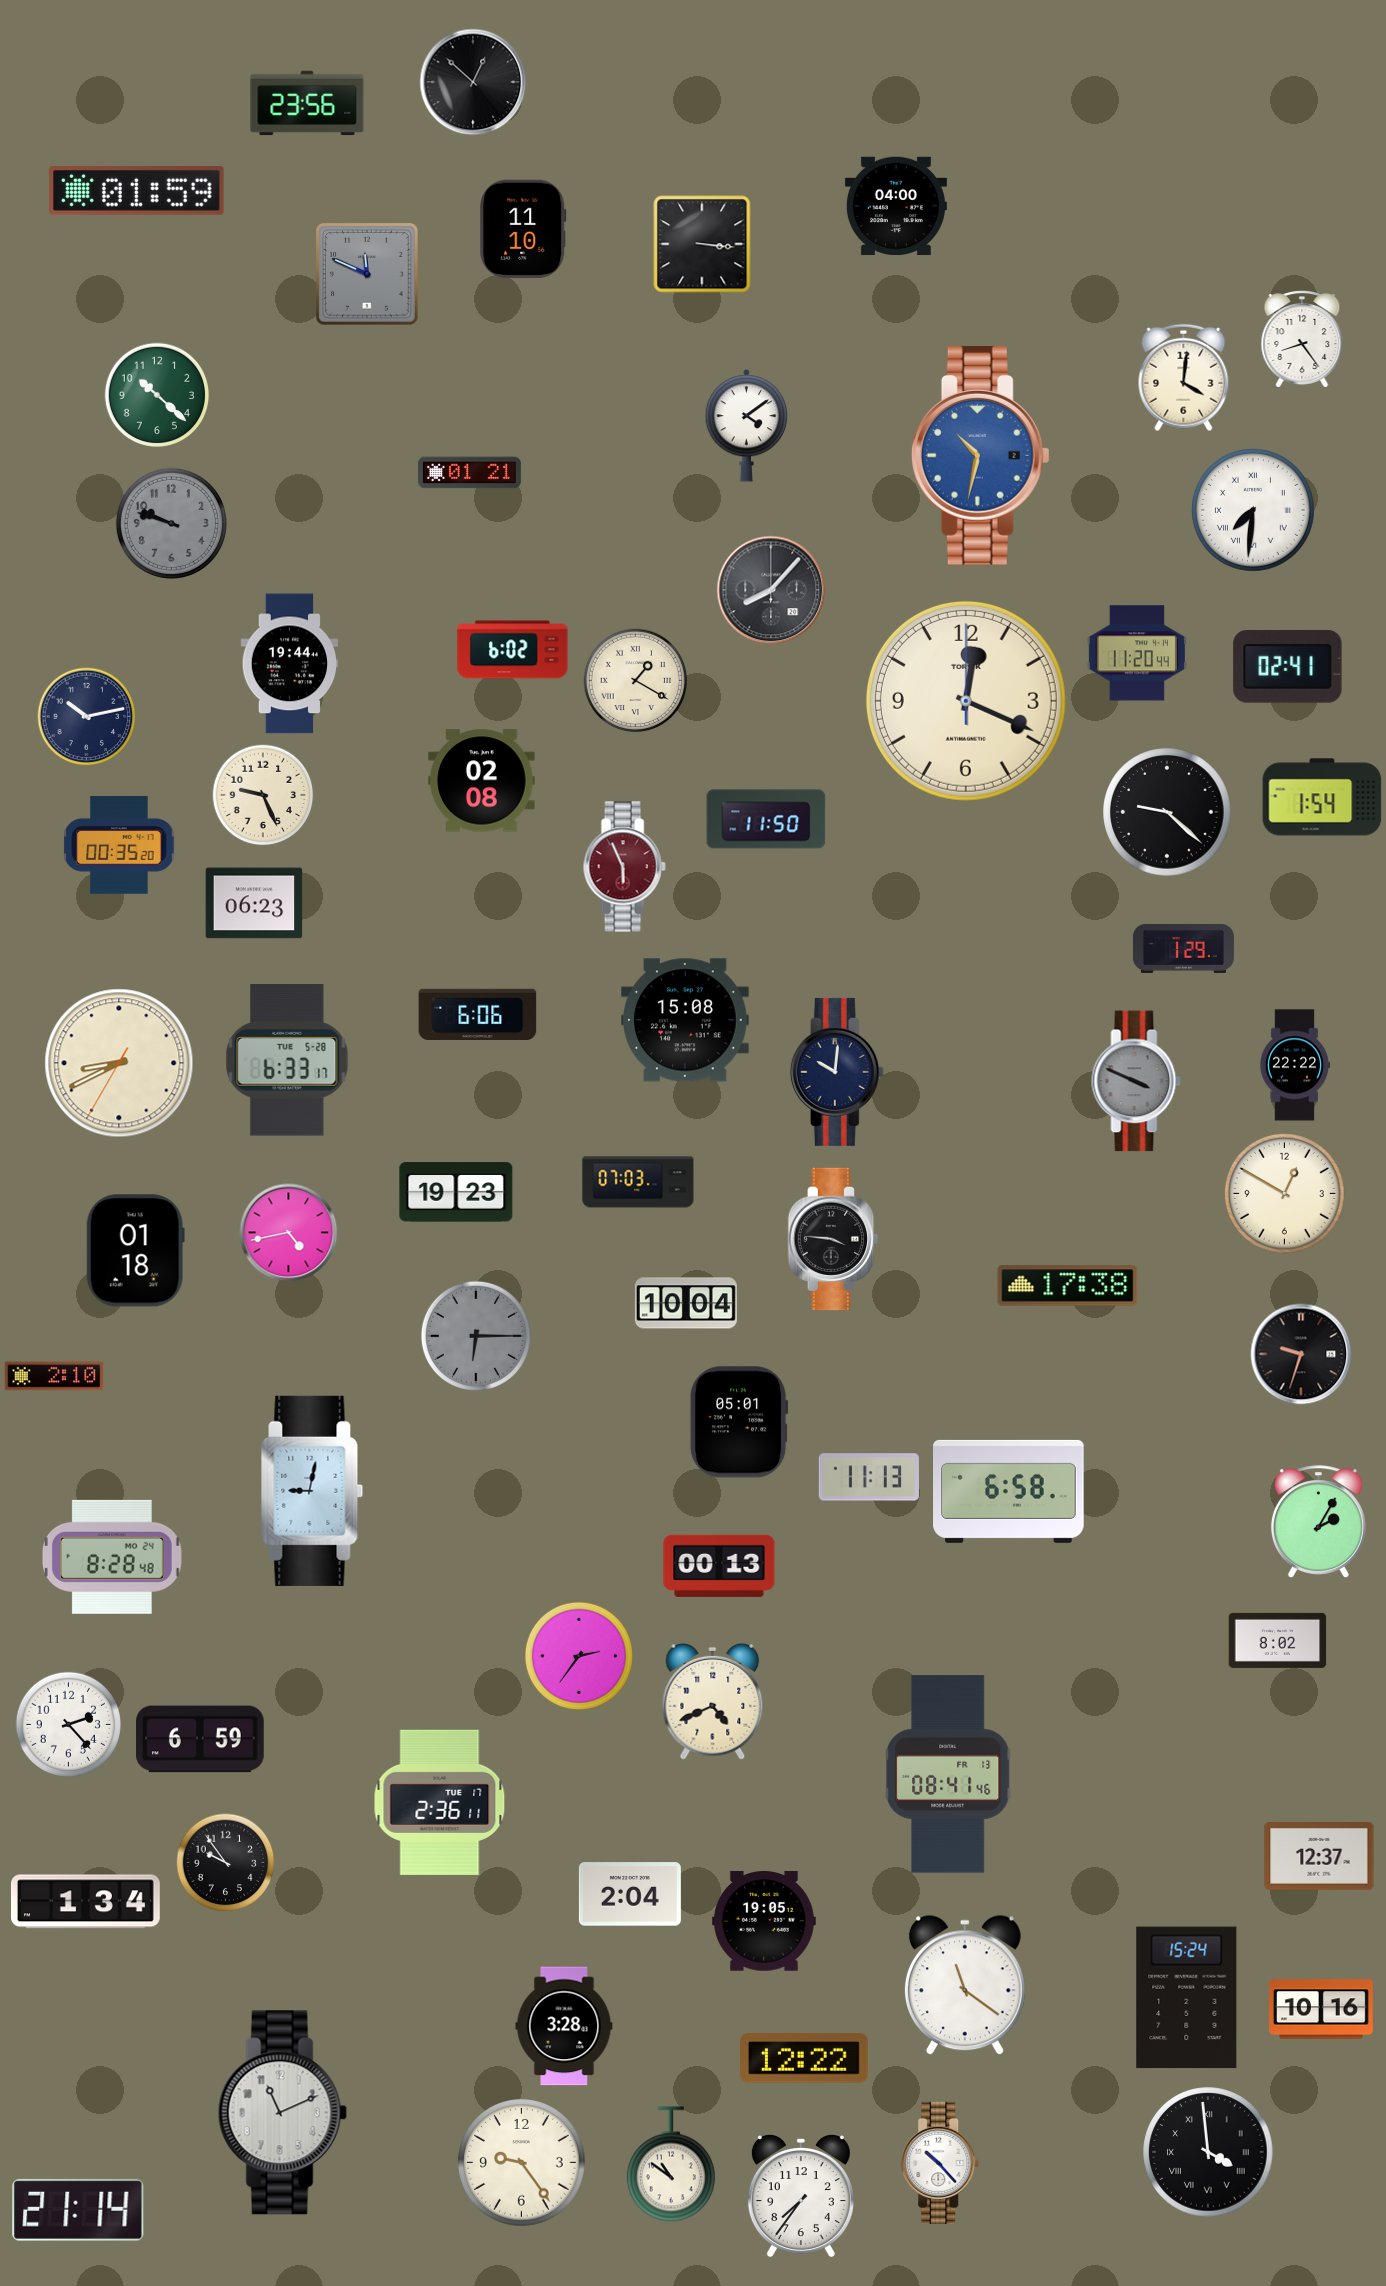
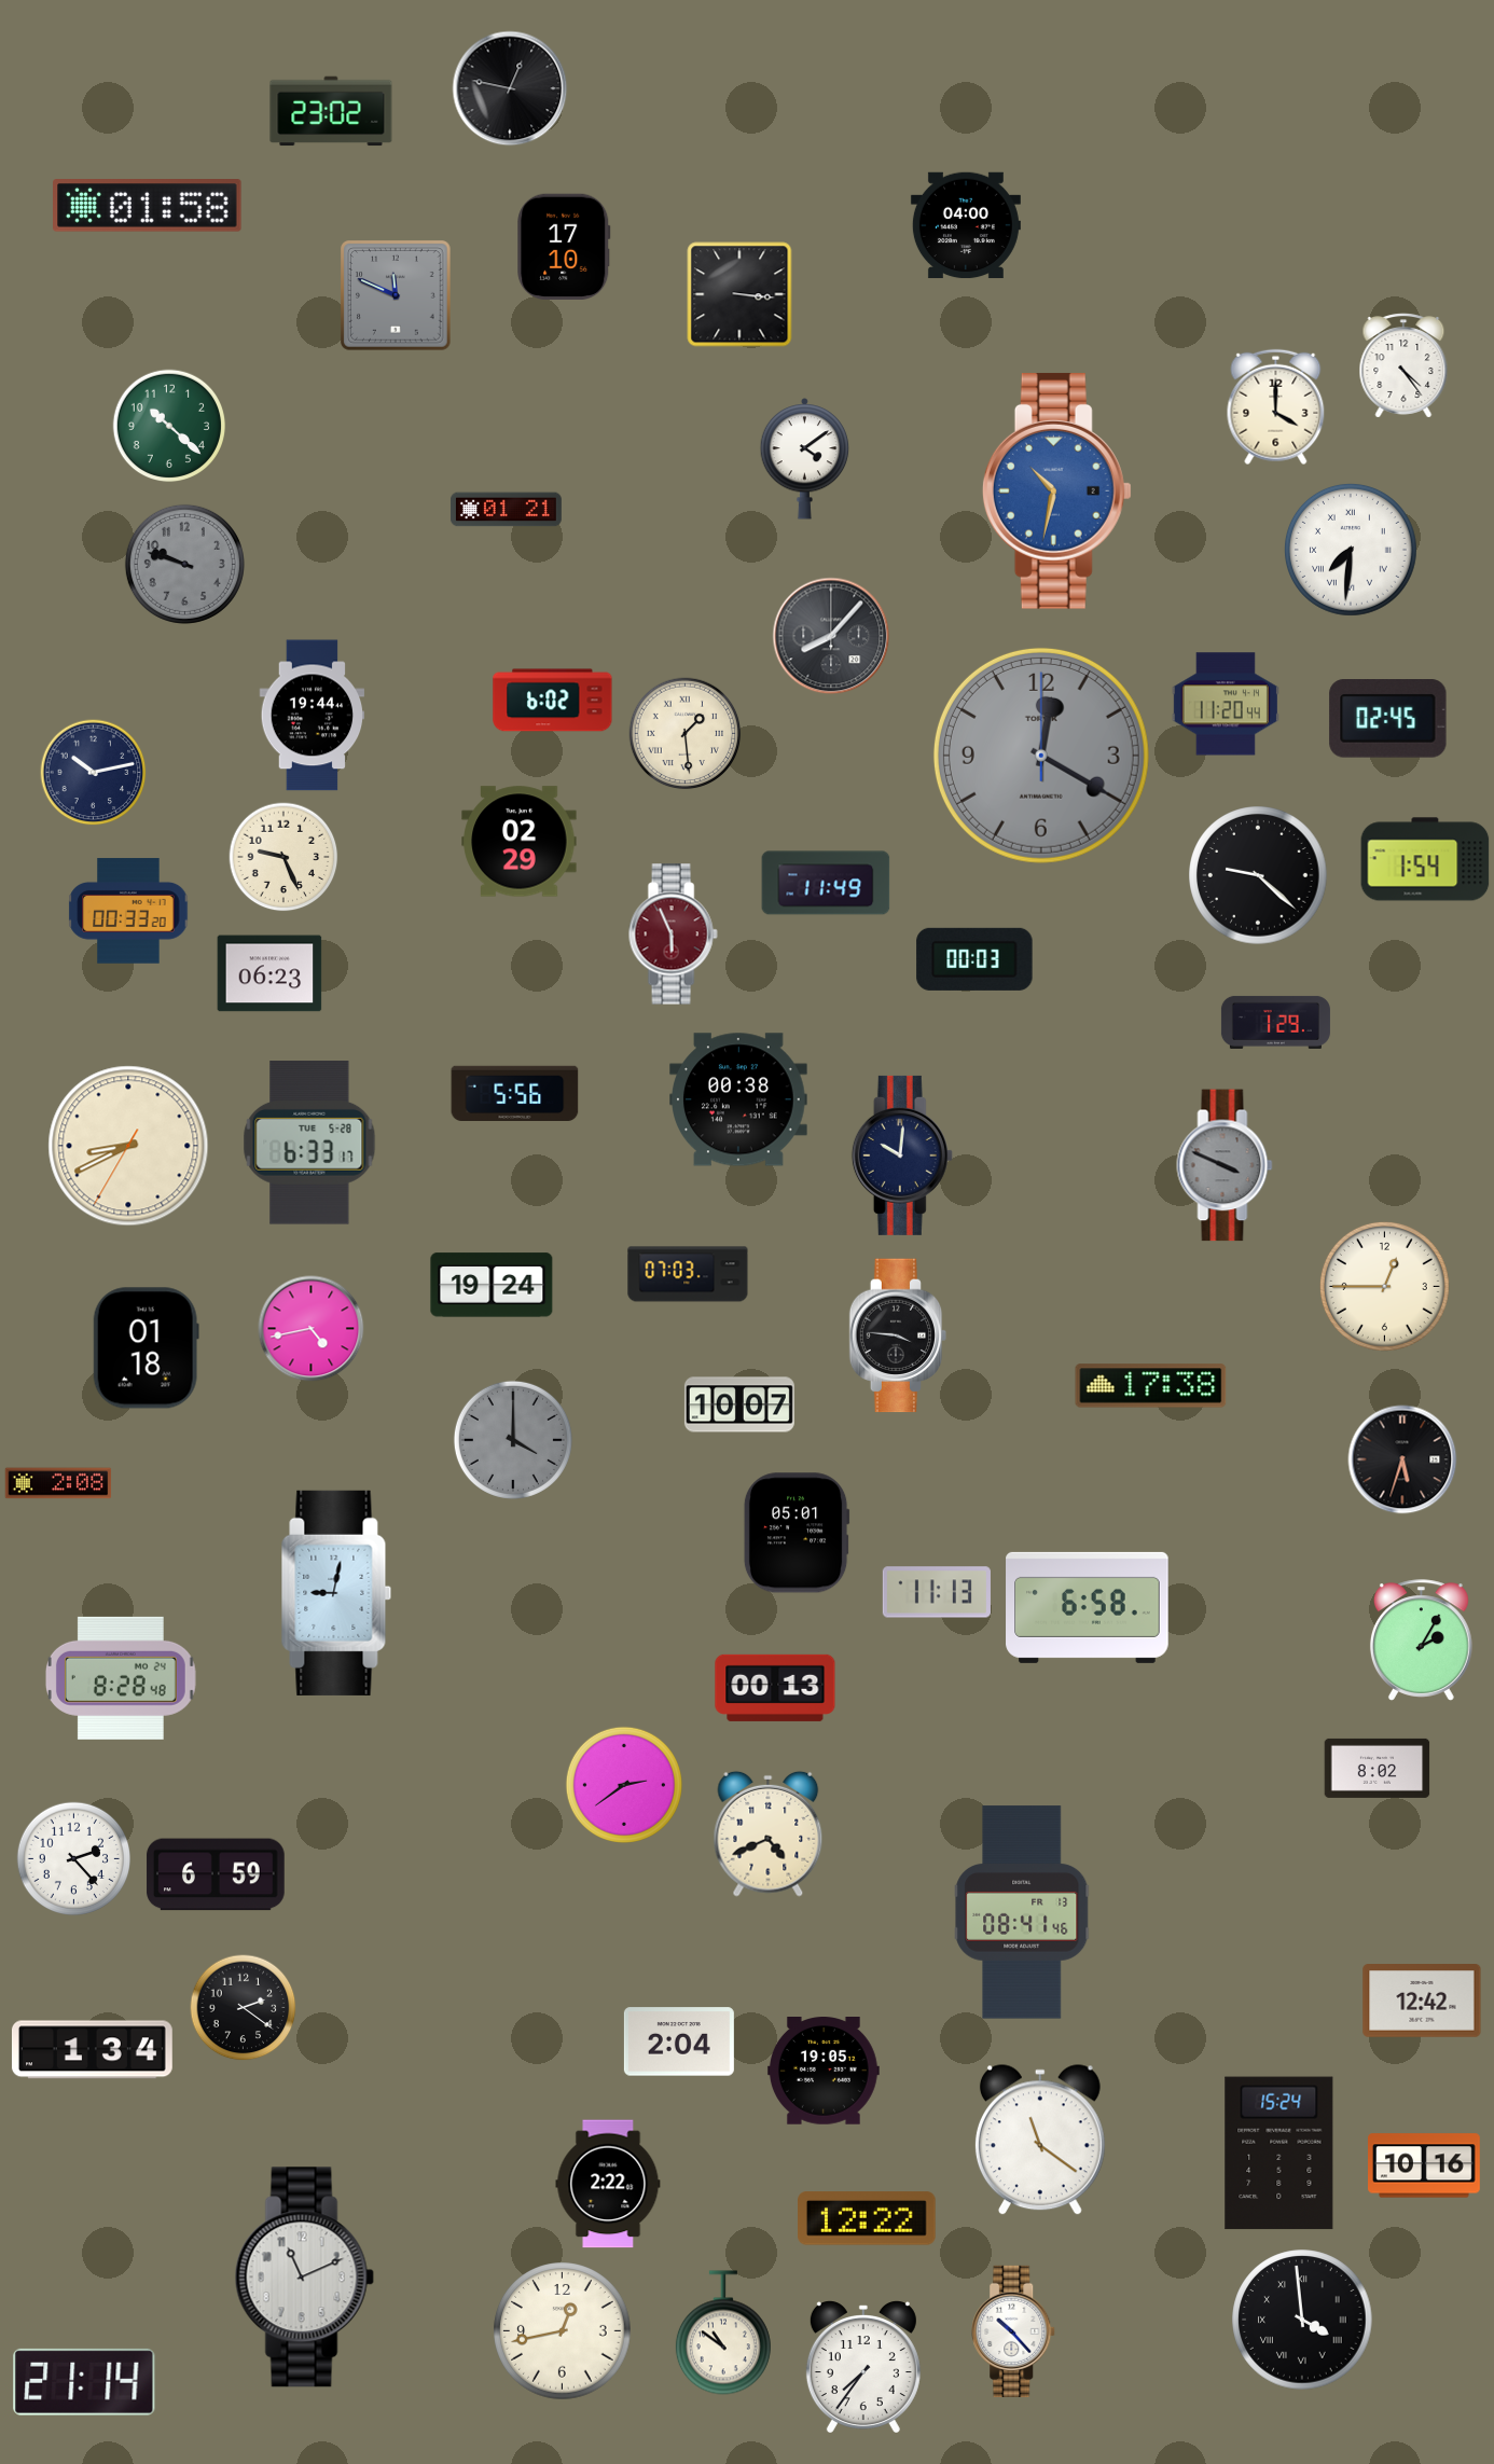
clock at (473, 82): 12:52 -> 12:47
clock at (307, 103): 23:56 -> 23:02
clock at (137, 191): 01:59 -> 01:58
clock at (896, 206) position: (896, 206) -> (966, 225)
clock at (523, 228): 11:10 -> 17:10
clock at (702, 244) position: (702, 244) -> (739, 294)
clock at (1302, 339): 8:24 -> 4:24
clock at (1184, 378): 4:01 -> 4:00
clock at (1288, 667): 02:41 -> 02:45
clock at (636, 681): 1:20 -> 1:29
clock at (966, 701): 12:19 -> 12:20
clock at (966, 701) dial: cream -> grey
clock at (482, 781): 02:08 -> 02:29
clock at (766, 819): 11:50 -> 11:49
clock at (119, 845): 00:35 -> 00:33
clock at (974, 959): none -> 00:03
clock at (254, 903) position: (254, 903) -> (269, 973)
clock at (478, 1014): 6:06 -> 5:56
clock at (686, 1020): 15:08 -> 00:38
clock at (1295, 1065): 22:22 -> none
clock at (456, 1192): 19:23 -> 19:24
clock at (1284, 1193): 12:50 -> 12:45
clock at (686, 1303): 10:04 -> 10:07
clock at (476, 1336): 6:15 -> 4:00
clock at (1301, 1354): 9:33 -> 5:33
clock at (54, 1376): 2:10 -> 2:08
clock at (312, 1491) position: (312, 1491) -> (336, 1593)
clock at (579, 1656): 2:36 -> 2:39
clock at (440, 1802): 2:36 -> none
clock at (1319, 1857): 12:37 -> 12:42
clock at (226, 1863): 9:54 -> 2:21
clock at (564, 2026): 3:28 -> 2:22
clock at (522, 2163): 9:24 -> 12:43
